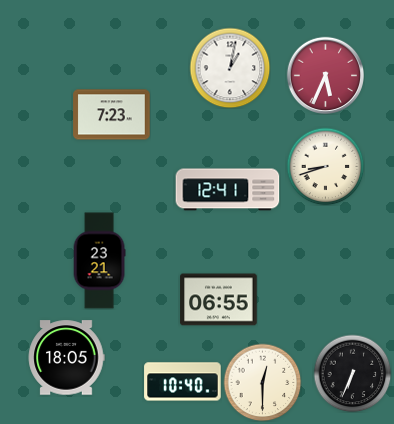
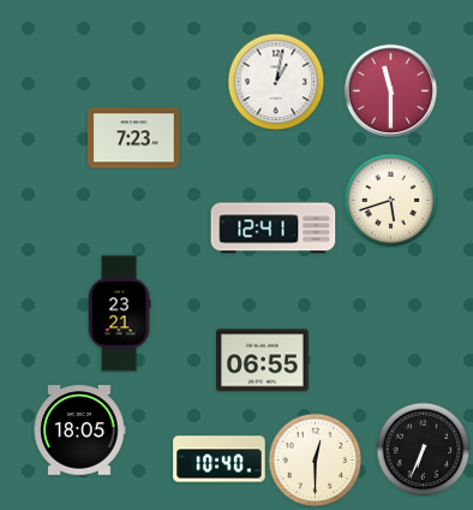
clock at (325, 75): 5:34 -> 11:30
clock at (325, 166): 8:42 -> 5:42
